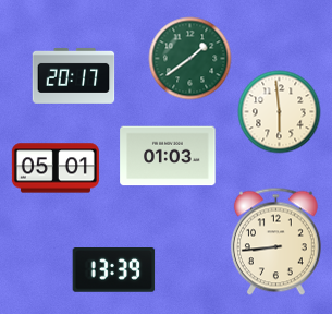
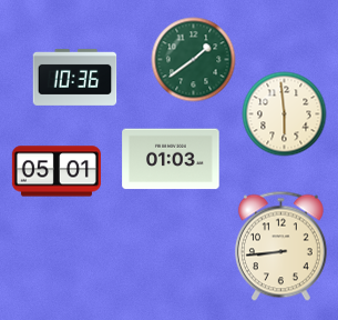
clock at (74, 75): 20:17 -> 10:36
clock at (114, 270): 13:39 -> none
